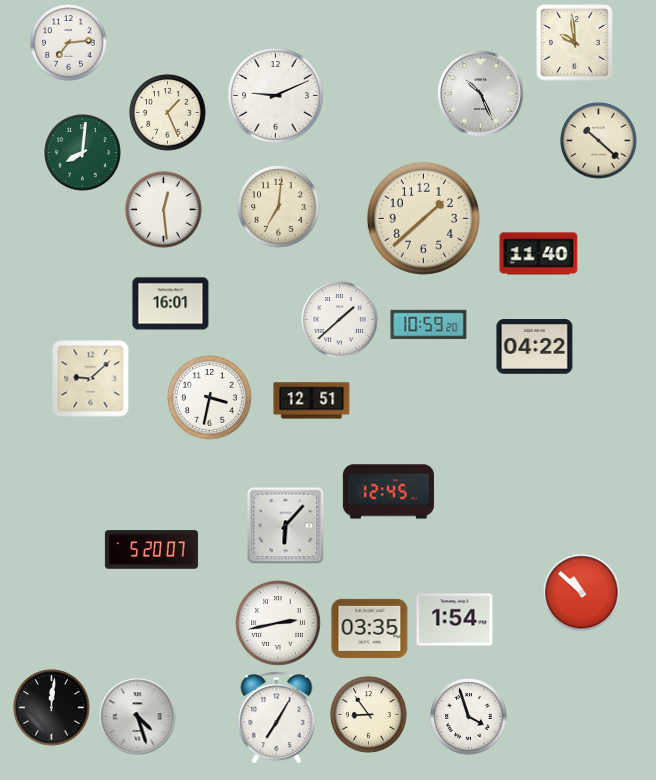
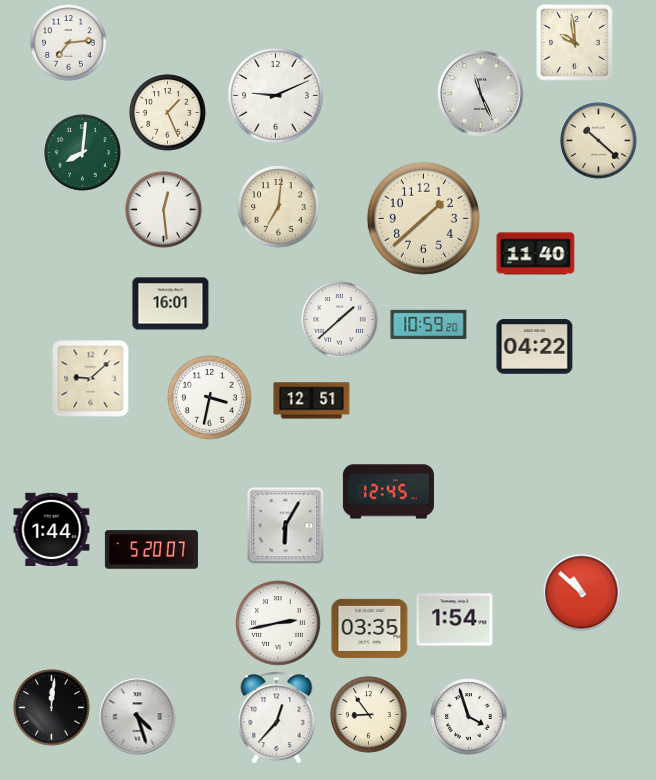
clock at (481, 94): 10:26 -> 11:26
clock at (539, 254) position: (539, 254) -> (536, 254)
clock at (286, 526): 6:07 -> 6:05
clock at (52, 529): none -> 1:44
clock at (277, 718): 7:05 -> 12:37
